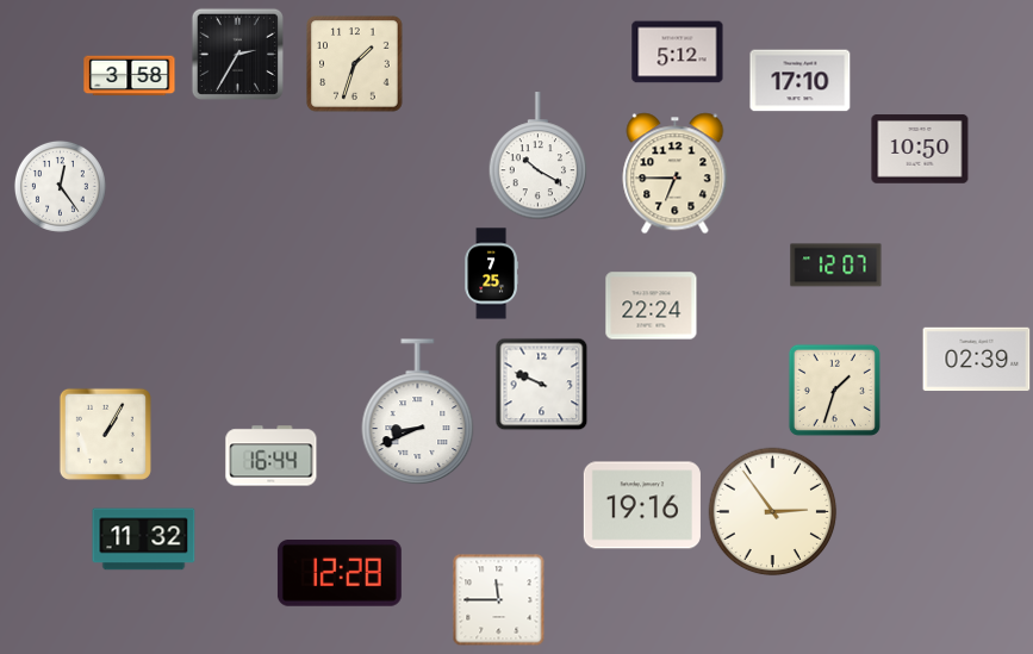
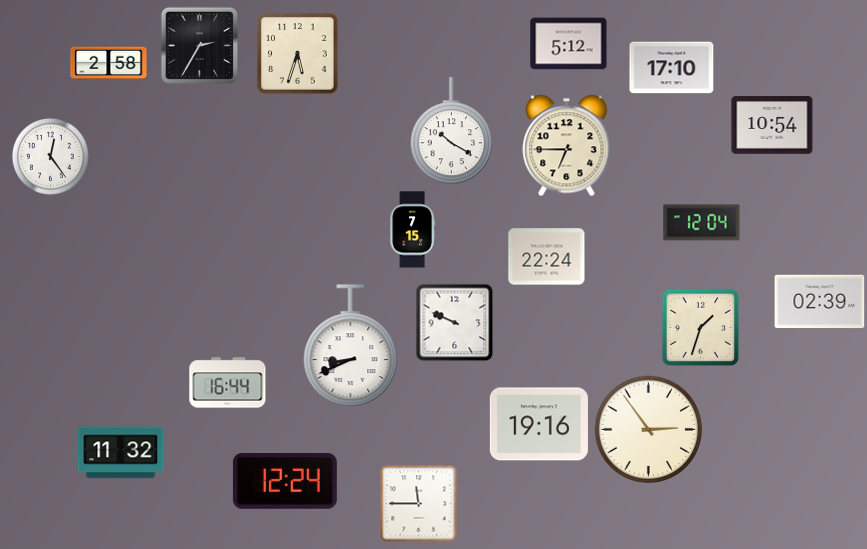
clock at (355, 64): 1:33 -> 5:33
clock at (130, 76): 3:58 -> 2:58
clock at (920, 149): 10:50 -> 10:54
clock at (836, 266): 12:07 -> 12:04
clock at (491, 274): 7:25 -> 7:15
clock at (105, 434): 1:05 -> none
clock at (340, 574): 12:28 -> 12:24
